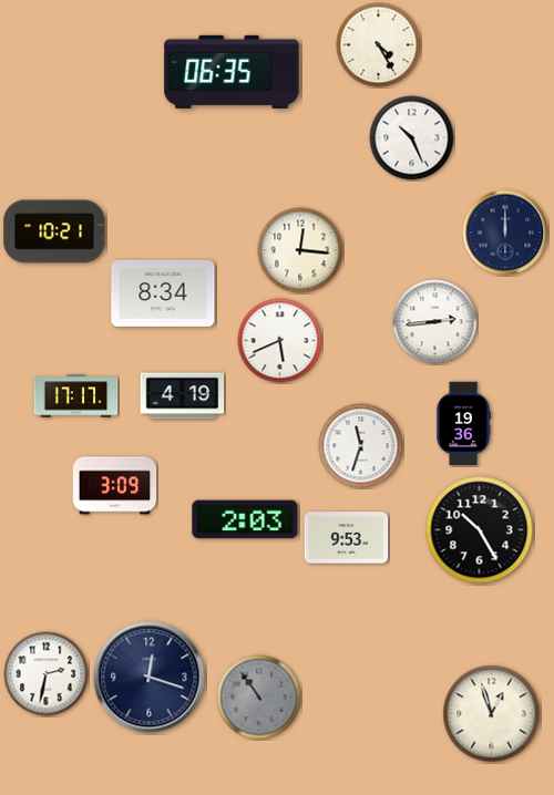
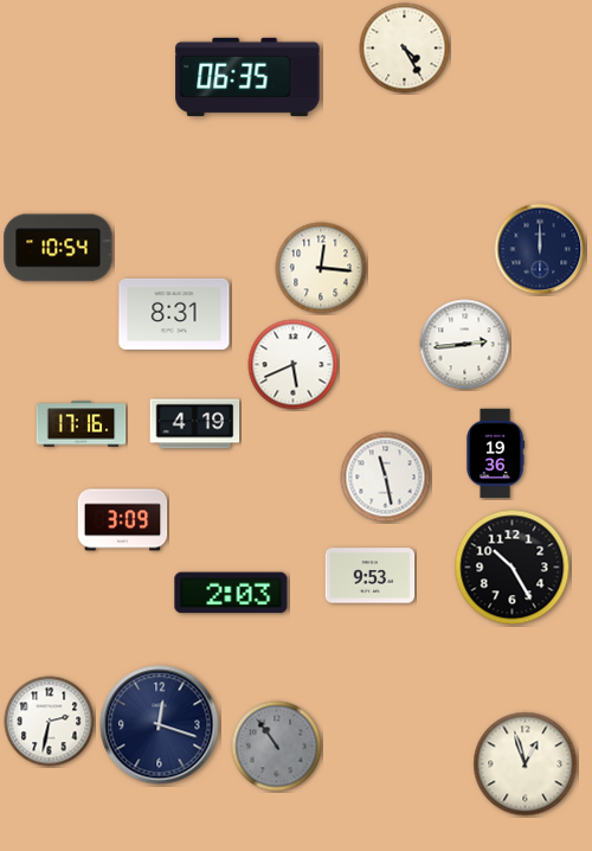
clock at (412, 138): 10:26 -> none
clock at (54, 231): 10:21 -> 10:54
clock at (163, 293): 8:34 -> 8:31
clock at (280, 341) position: (280, 341) -> (294, 365)
clock at (76, 396): 17:17 -> 17:16
clock at (361, 446): 11:33 -> 11:28
clock at (245, 519) position: (245, 519) -> (231, 593)
